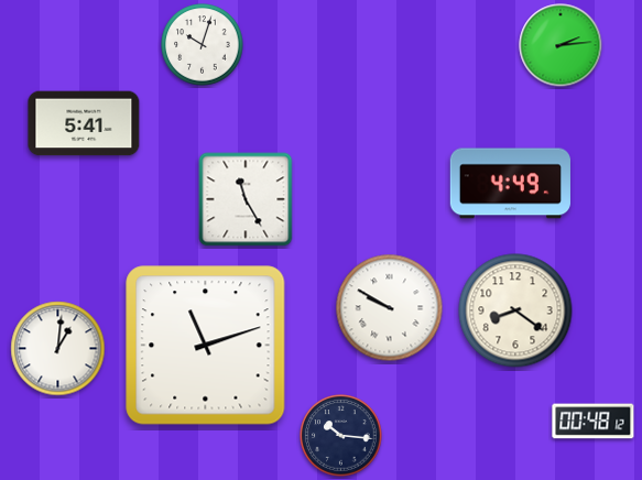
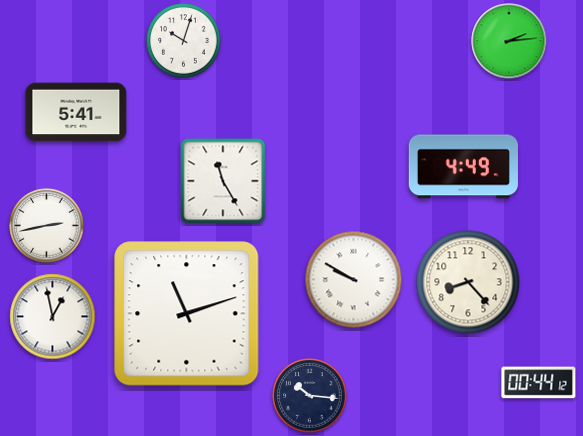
clock at (47, 226): none -> 2:43
clock at (515, 310): 8:21 -> 8:23
clock at (58, 349): 1:01 -> 12:58
clock at (594, 422): 00:48 -> 00:44
